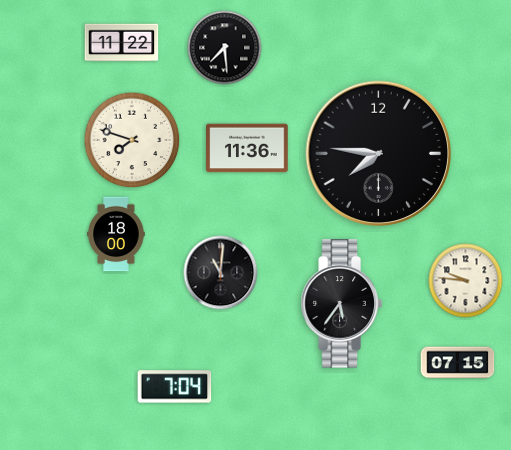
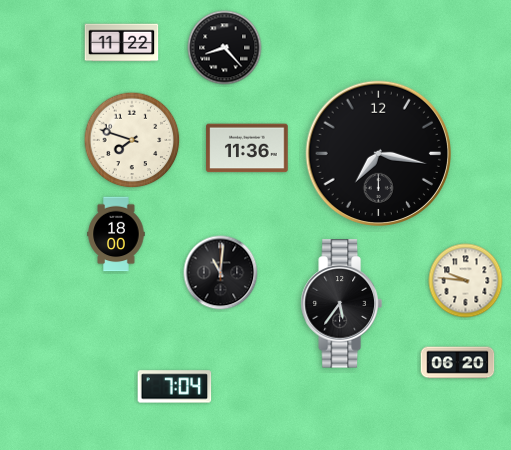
clock at (225, 48): 7:29 -> 8:23
clock at (378, 153): 7:46 -> 7:17
clock at (458, 363): 07:15 -> 06:20
